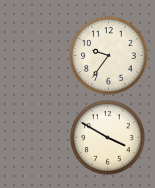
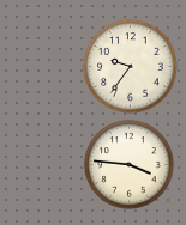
clock at (108, 138): 3:50 -> 3:46
